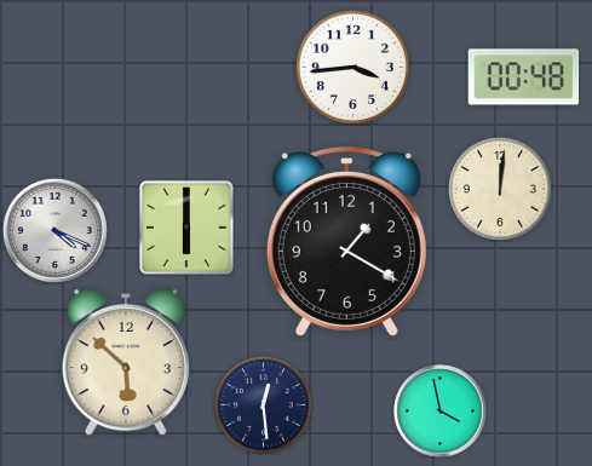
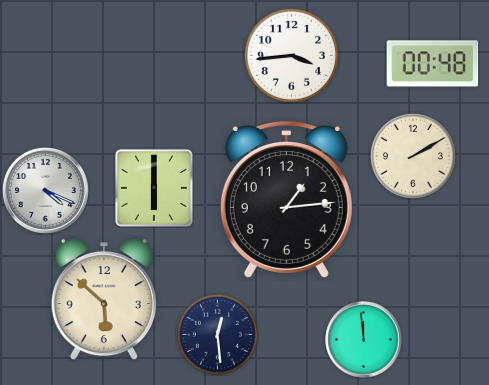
clock at (500, 189): 12:01 -> 2:10
clock at (346, 241): 1:20 -> 1:14
clock at (441, 412): 3:58 -> 11:59
